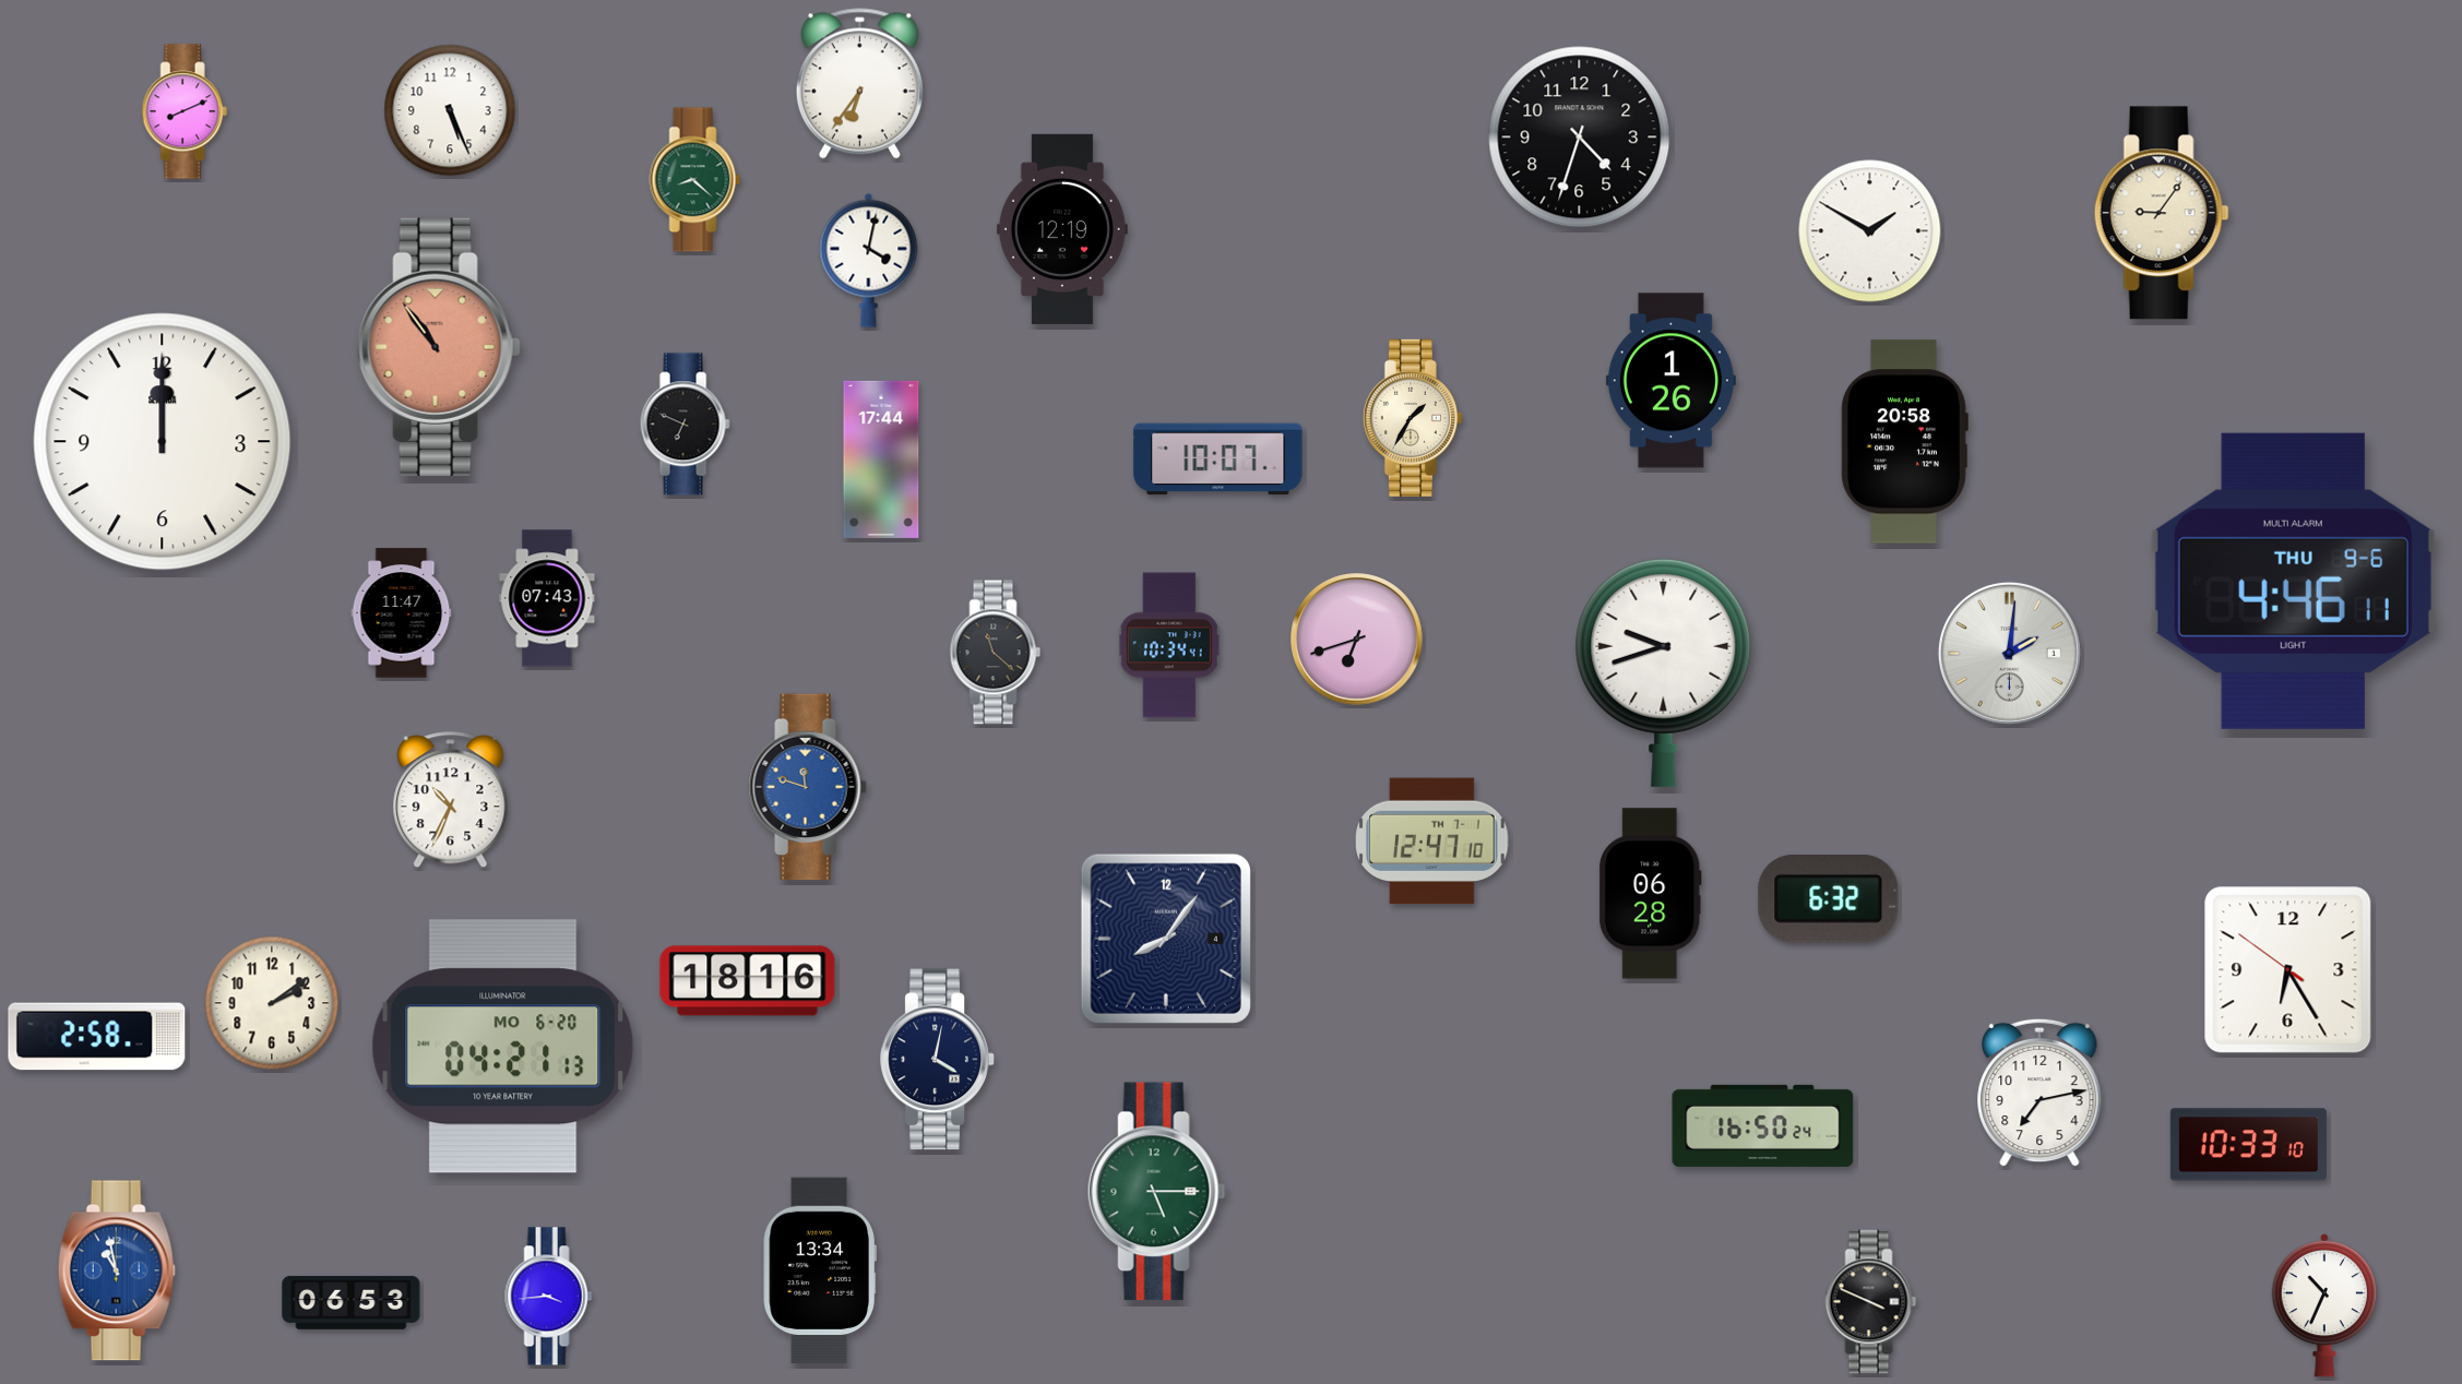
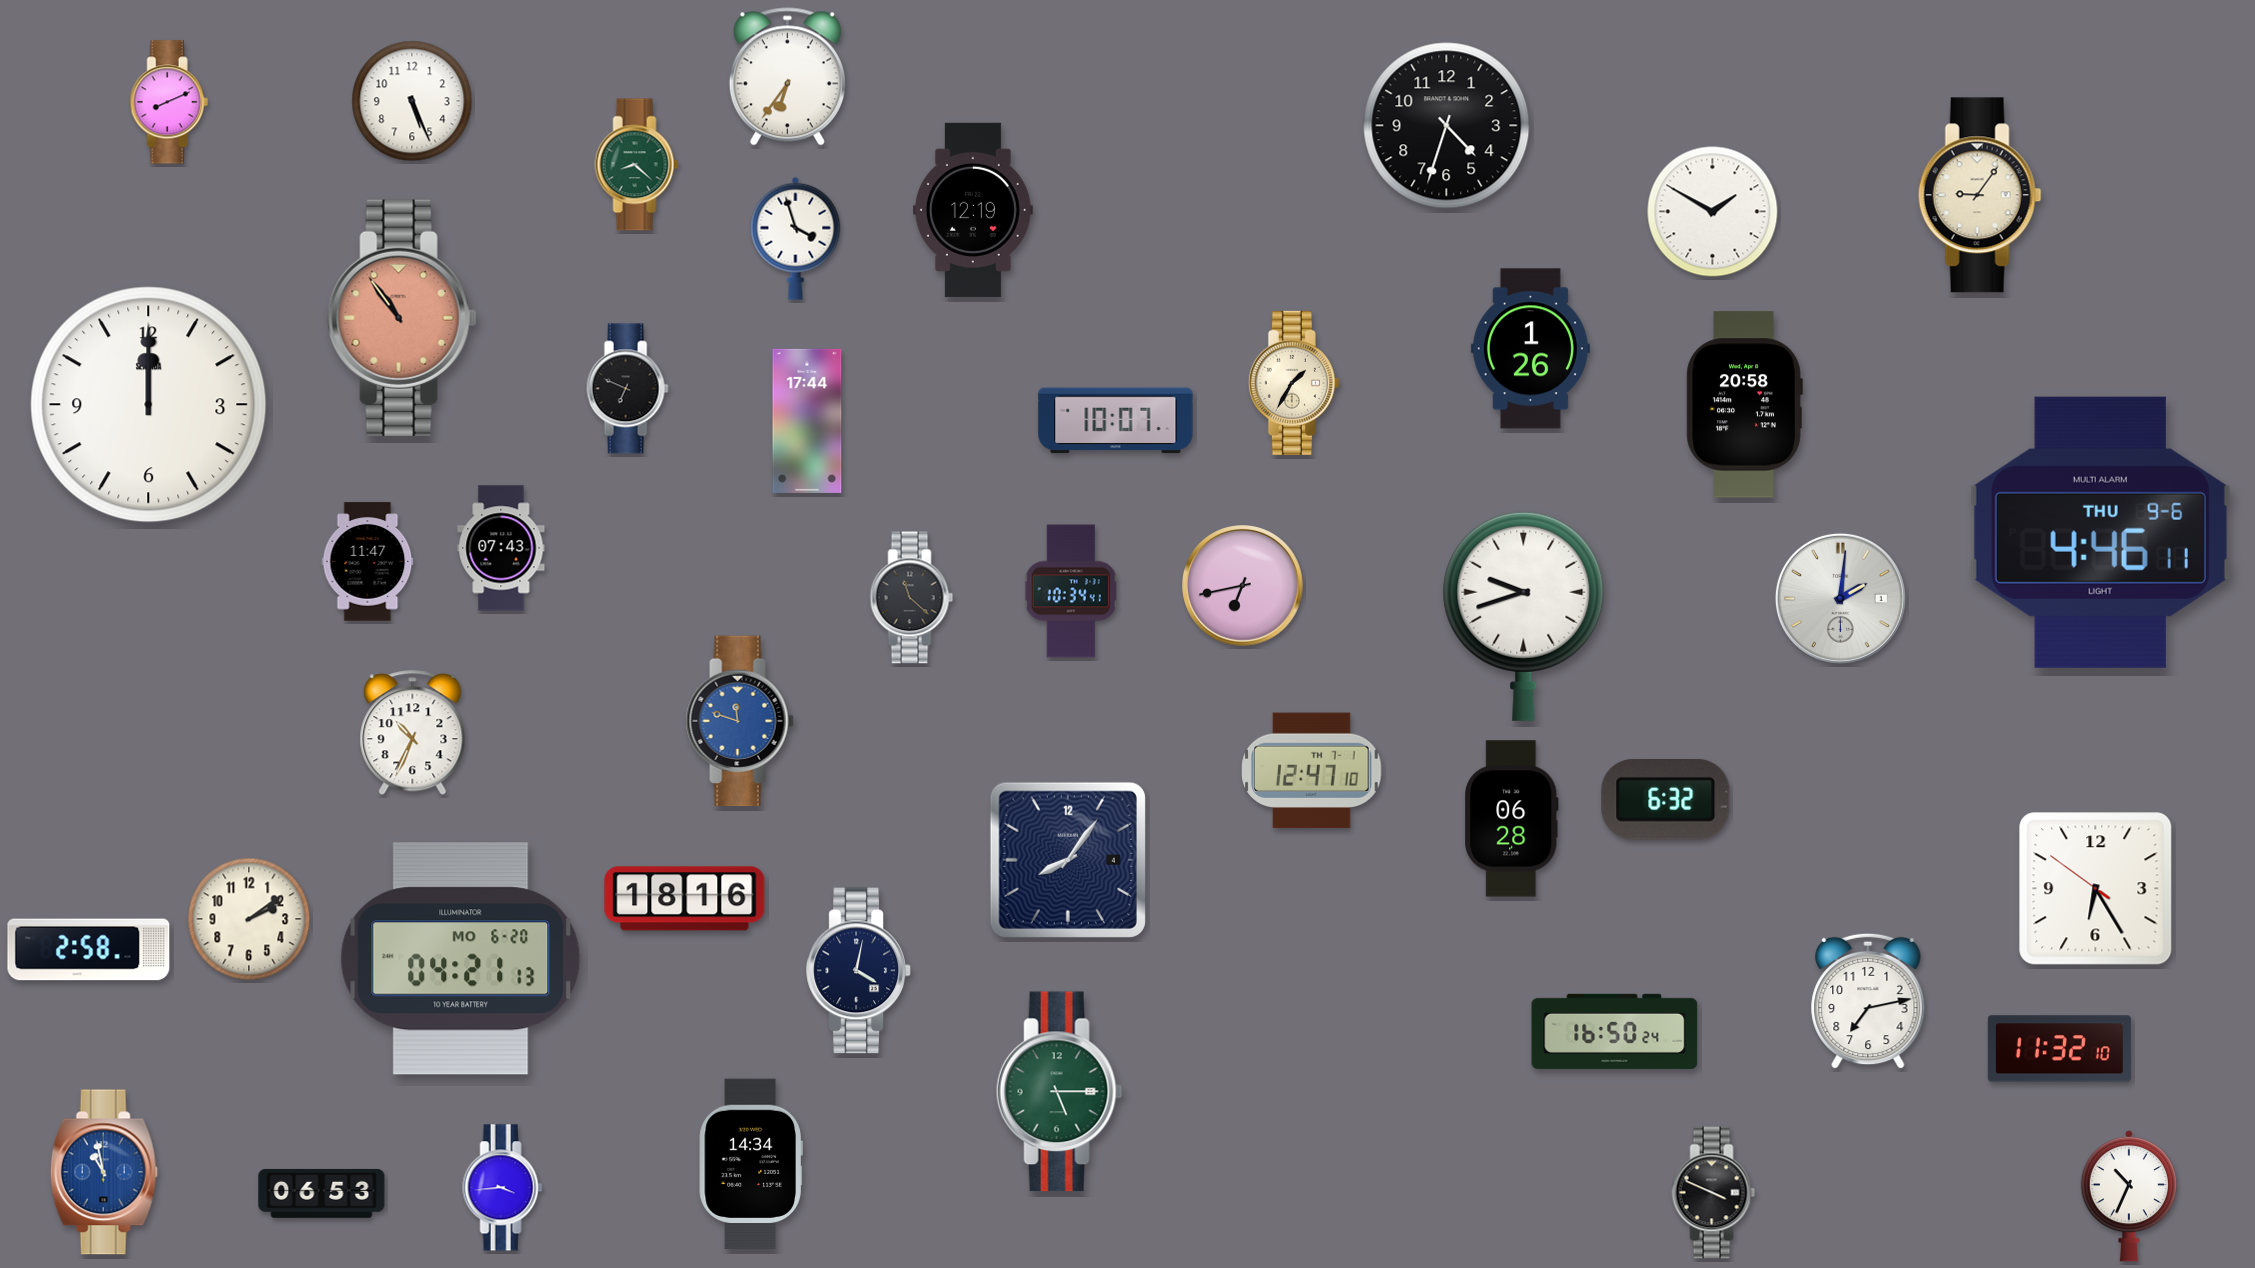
clock at (869, 260): 4:02 -> 3:57
clock at (1357, 640): 6:42 -> 6:43
clock at (1829, 899) position: (1829, 899) -> (1666, 800)
clock at (2248, 1145): 10:33 -> 11:32
clock at (117, 1270) position: (117, 1270) -> (104, 1172)
clock at (820, 1270): 13:34 -> 14:34
